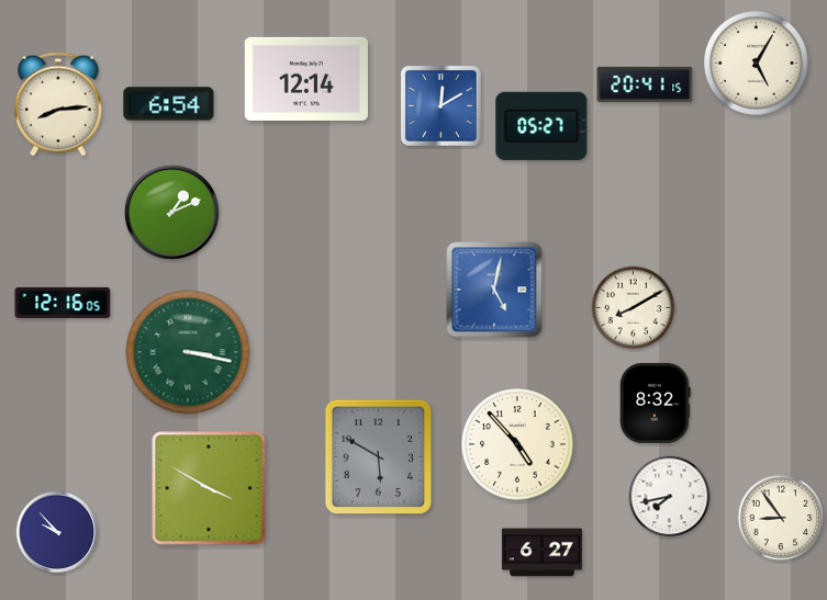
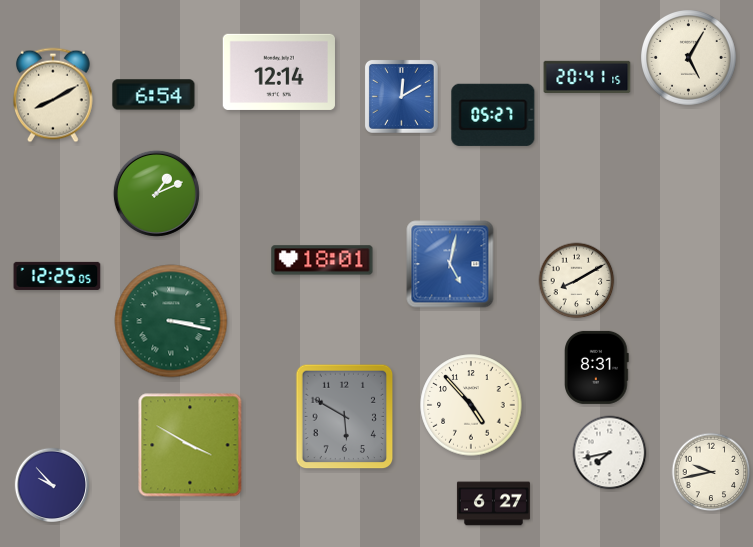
clock at (59, 104): 8:14 -> 8:10
clock at (322, 260): none -> 18:01
clock at (63, 303): 12:16 -> 12:25
clock at (656, 403): 8:32 -> 8:31
clock at (781, 518): 8:54 -> 9:43
